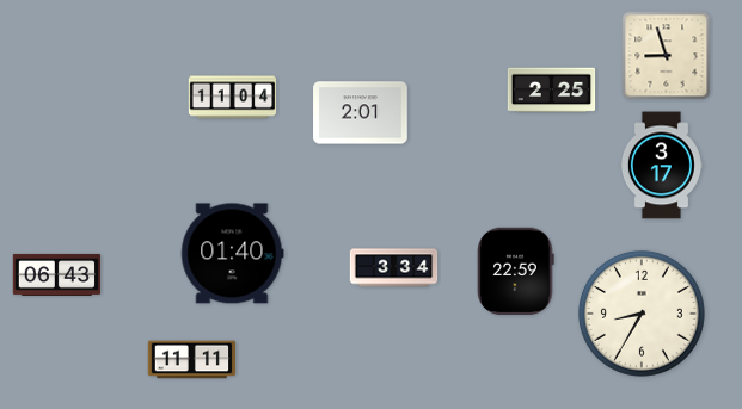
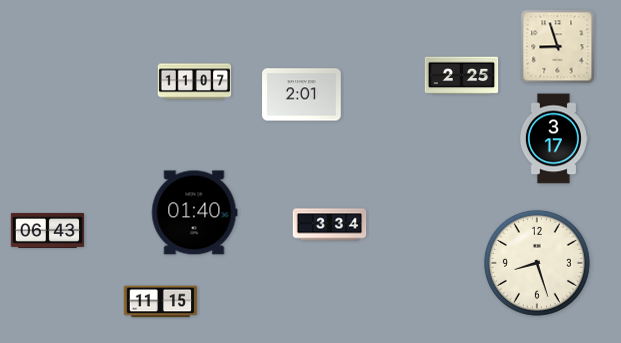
clock at (233, 98): 11:04 -> 11:07
clock at (516, 272): 22:59 -> none
clock at (642, 314): 8:35 -> 8:27
clock at (192, 360): 11:11 -> 11:15
